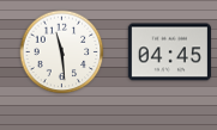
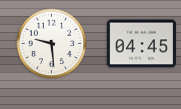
clock at (62, 52): 11:29 -> 9:29
